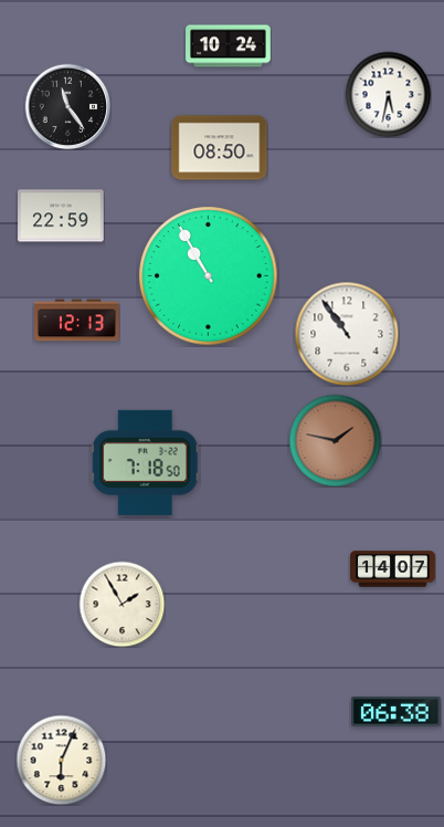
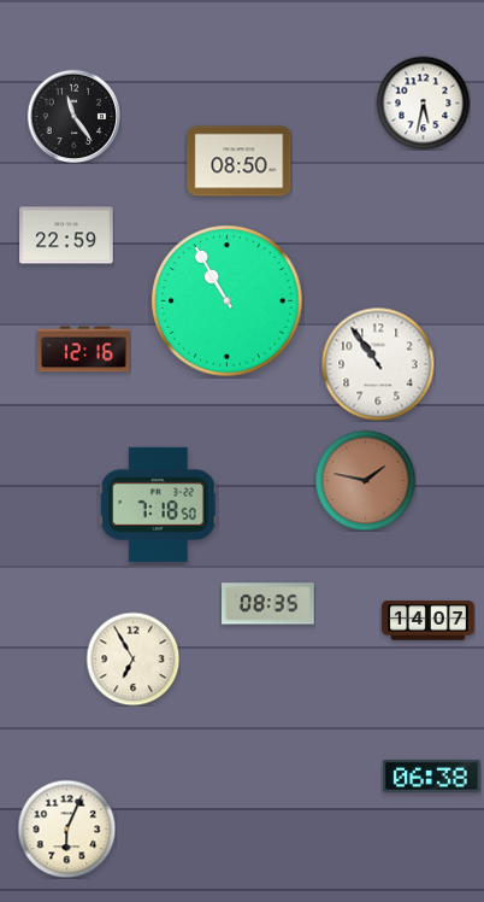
clock at (229, 46): 10:24 -> none
clock at (77, 321): 12:13 -> 12:16
clock at (268, 604): none -> 08:35
clock at (121, 604): 1:55 -> 6:55
